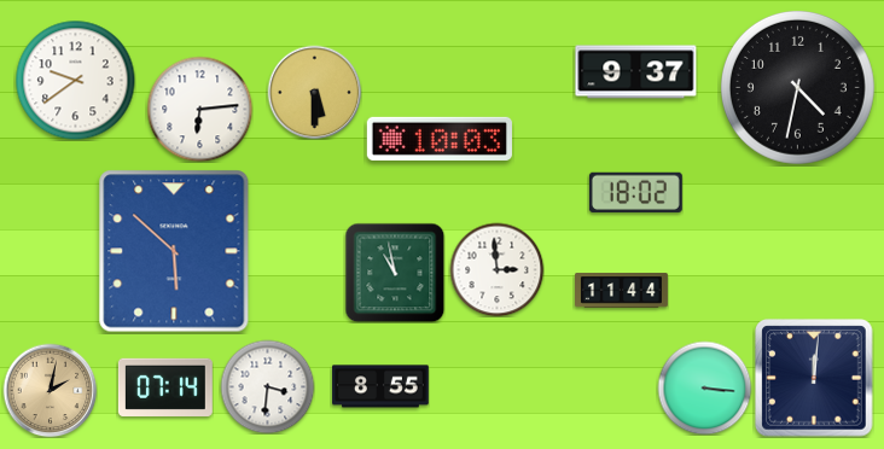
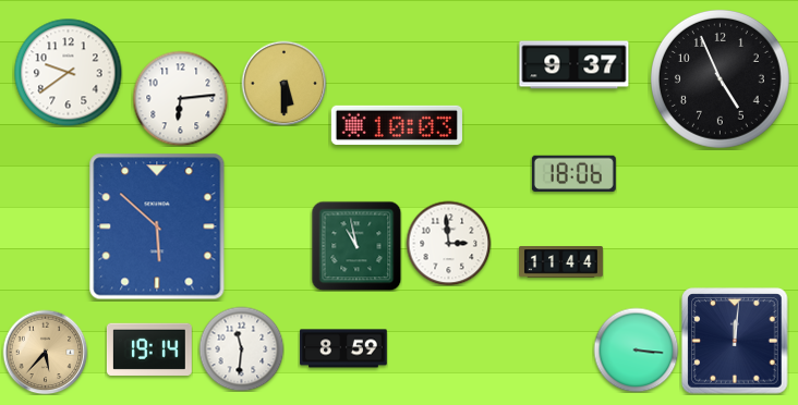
clock at (797, 87): 4:32 -> 4:56
clock at (635, 192): 18:02 -> 18:06
clock at (267, 386): 3:31 -> 11:31
clock at (380, 386): 8:55 -> 8:59
clock at (165, 387): 07:14 -> 19:14
clock at (50, 390): 2:02 -> 5:37
